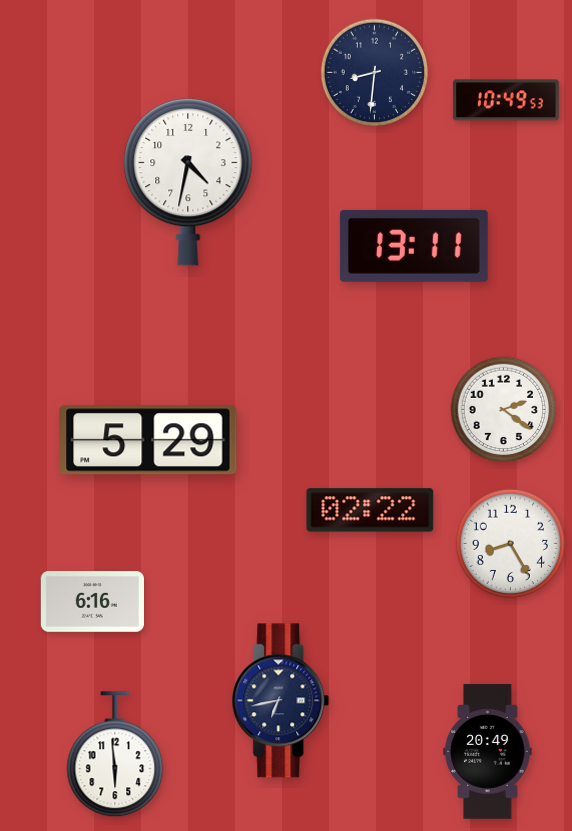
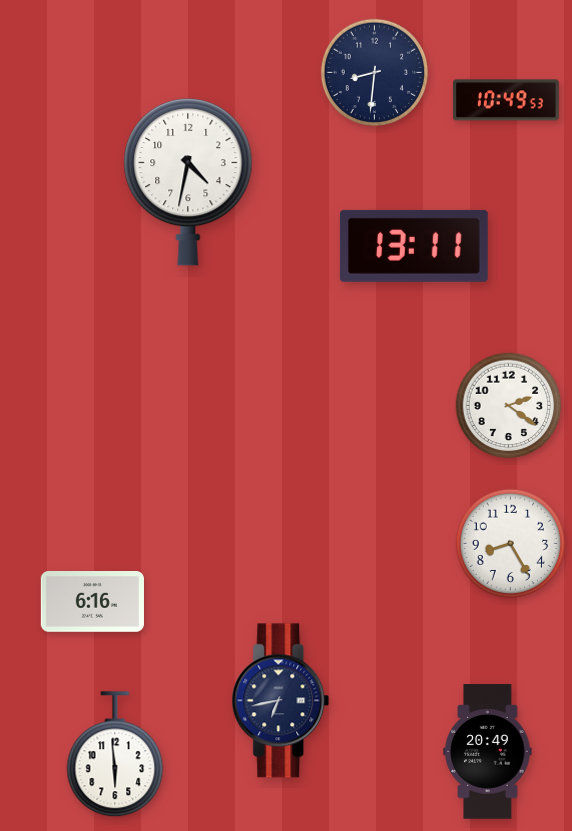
clock at (504, 410) position: (504, 410) -> (509, 406)
clock at (148, 440): 5:29 -> none
clock at (370, 510): 02:22 -> none
